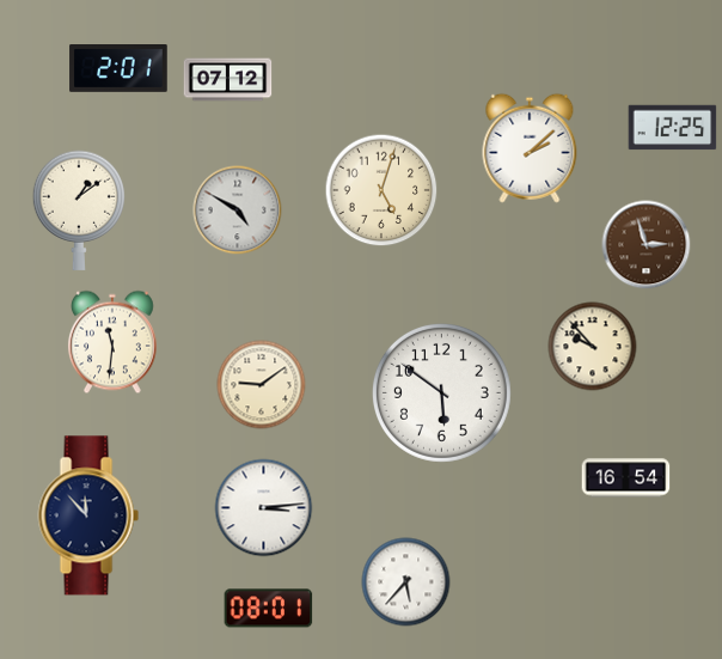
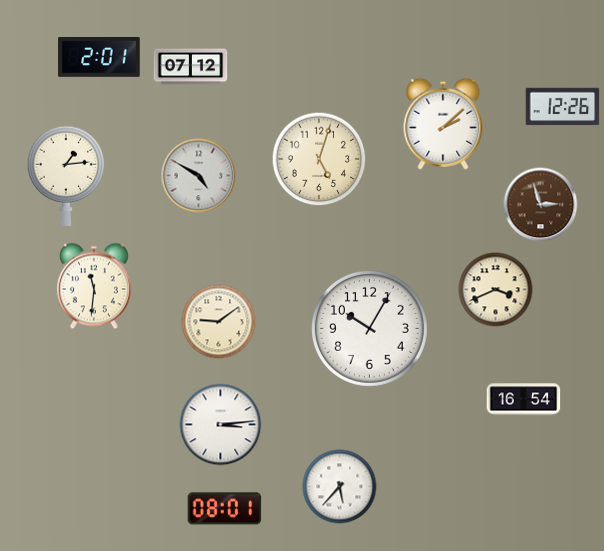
clock at (673, 128): 12:25 -> 12:26
clock at (78, 210): 1:09 -> 1:14
clock at (593, 347): 9:53 -> 3:41
clock at (441, 392): 5:51 -> 10:05
clock at (88, 515): 11:53 -> none
